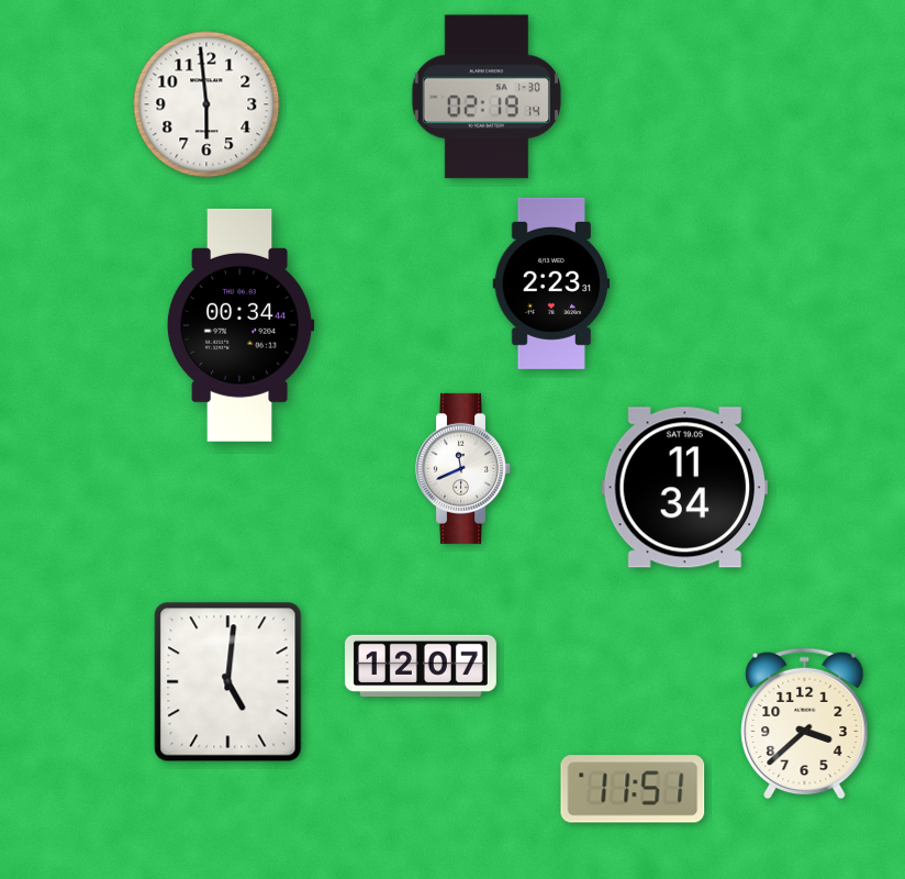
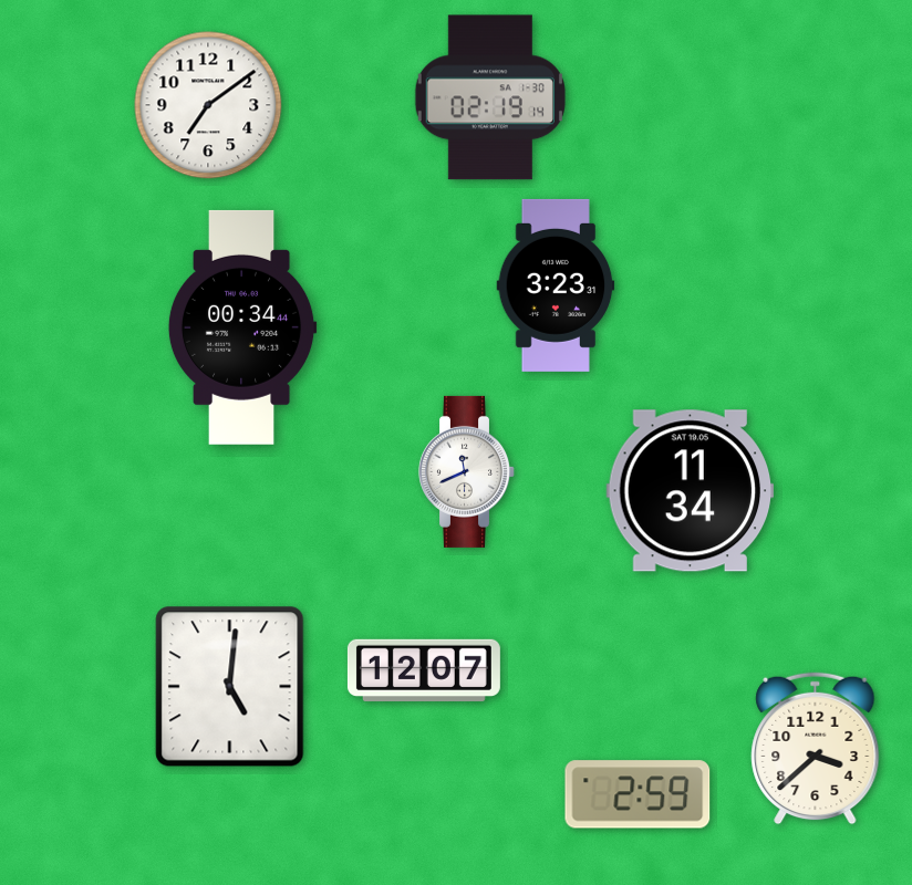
clock at (206, 104): 5:59 -> 7:09
clock at (551, 283): 2:23 -> 3:23
clock at (805, 724) position: (805, 724) -> (816, 749)
clock at (633, 789): 11:51 -> 2:59
